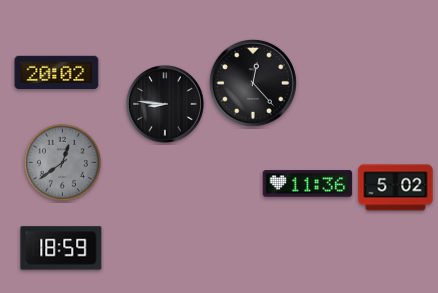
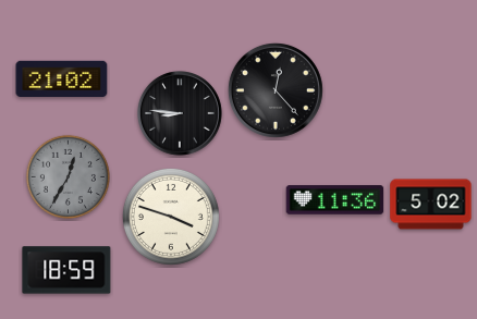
clock at (57, 72): 20:02 -> 21:02
clock at (62, 162): 12:39 -> 12:35
clock at (171, 217): none -> 3:48
